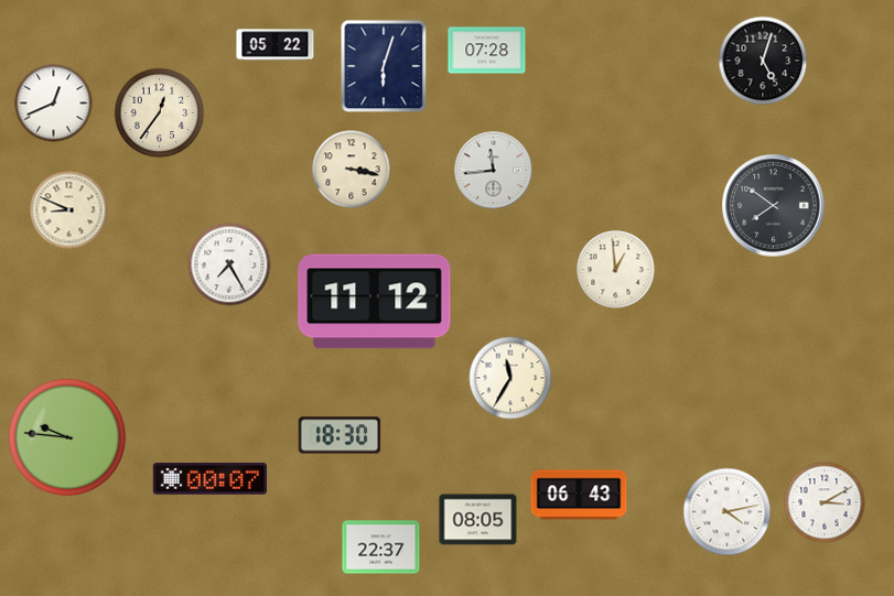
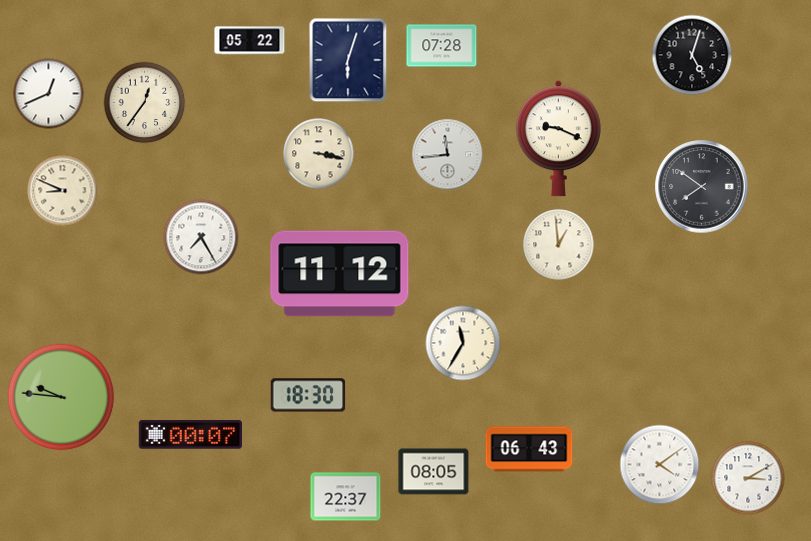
clock at (558, 139): none -> 9:19
clock at (229, 264) position: (229, 264) -> (201, 237)
clock at (579, 495) position: (579, 495) -> (529, 449)
clock at (825, 502) position: (825, 502) -> (748, 478)
clock at (728, 512): 4:13 -> 4:09
